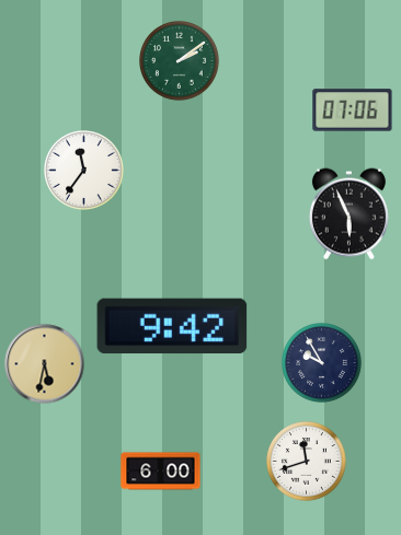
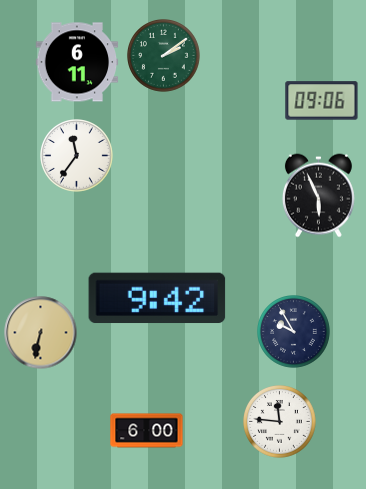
clock at (77, 62): none -> 6:11
clock at (353, 111): 07:06 -> 09:06
clock at (45, 364): 5:32 -> 6:32
clock at (307, 462): 11:42 -> 11:46
